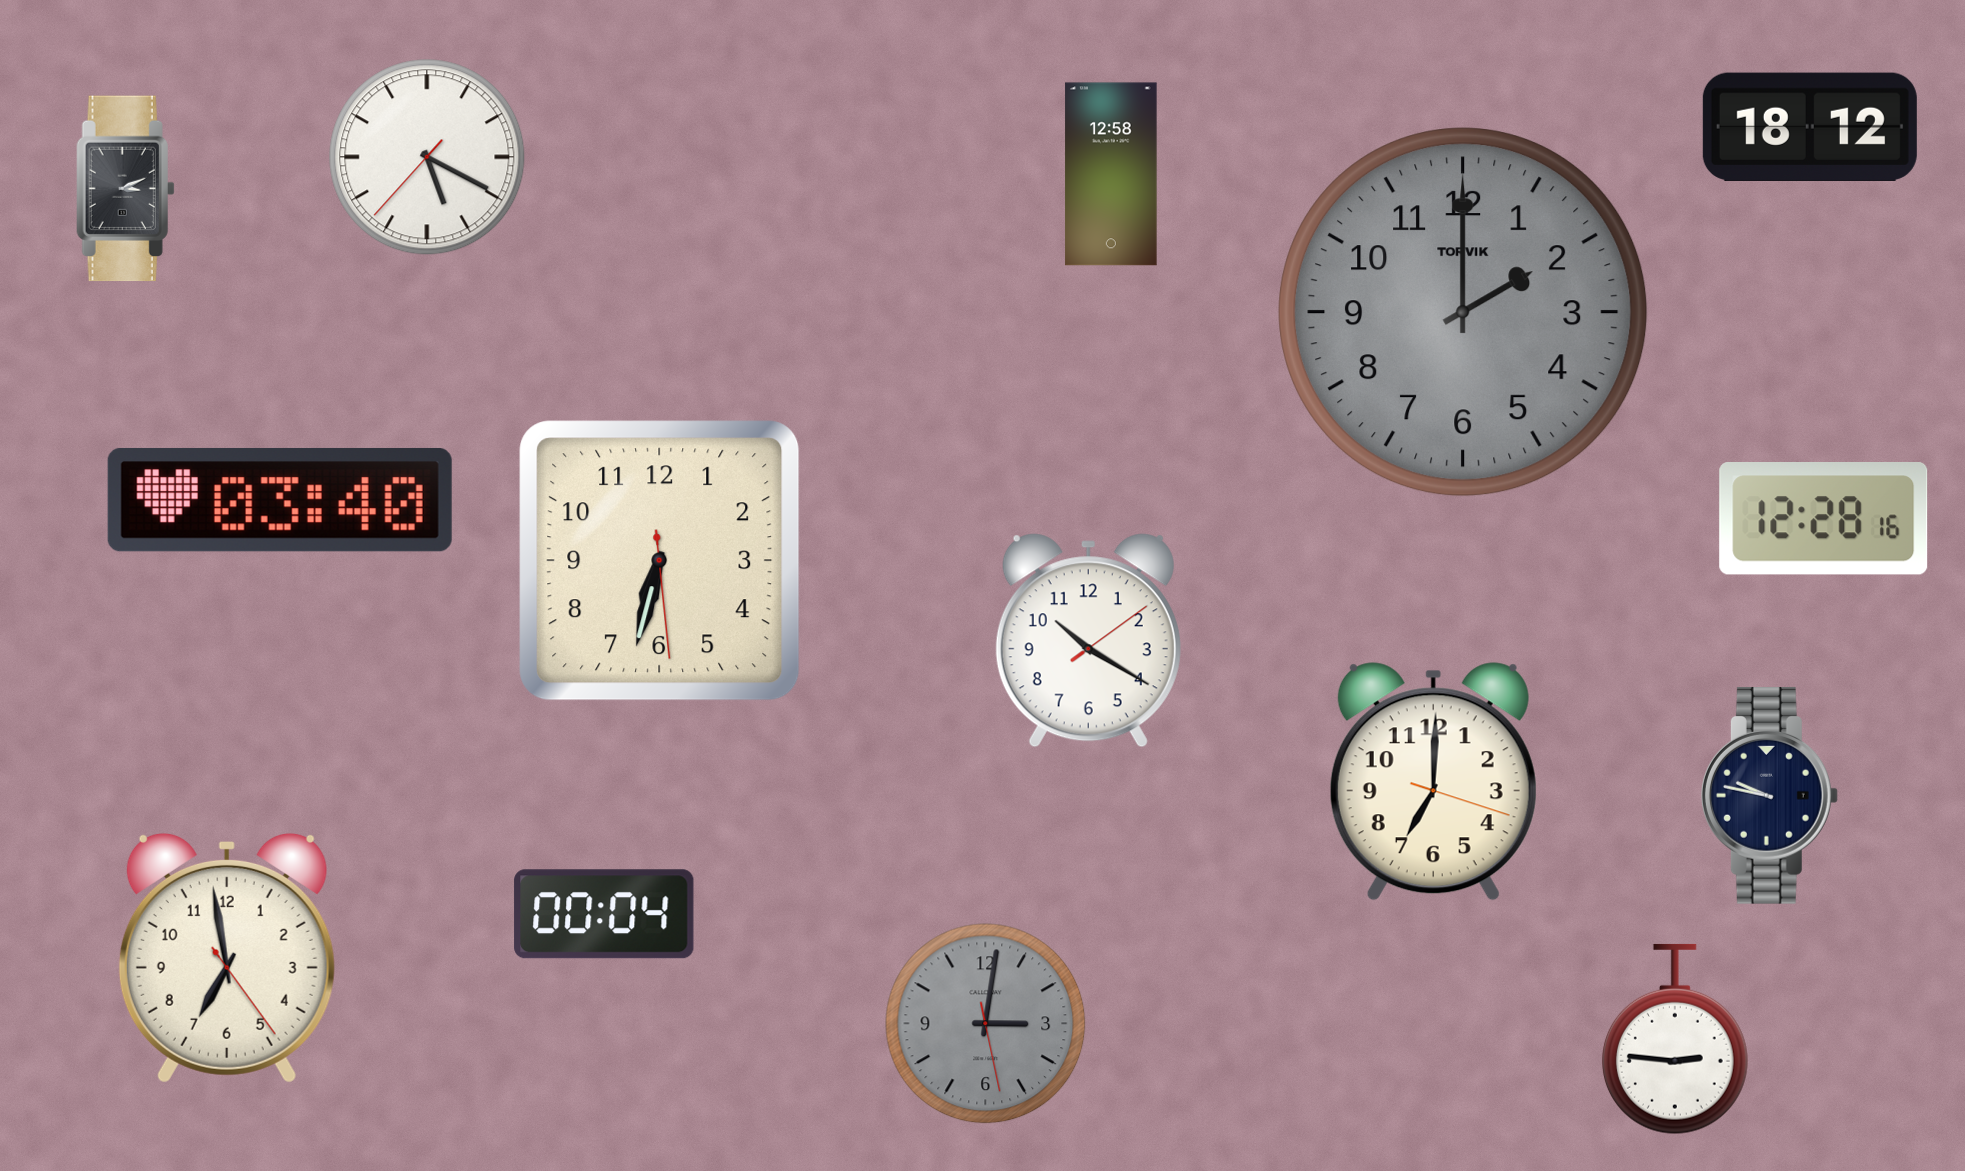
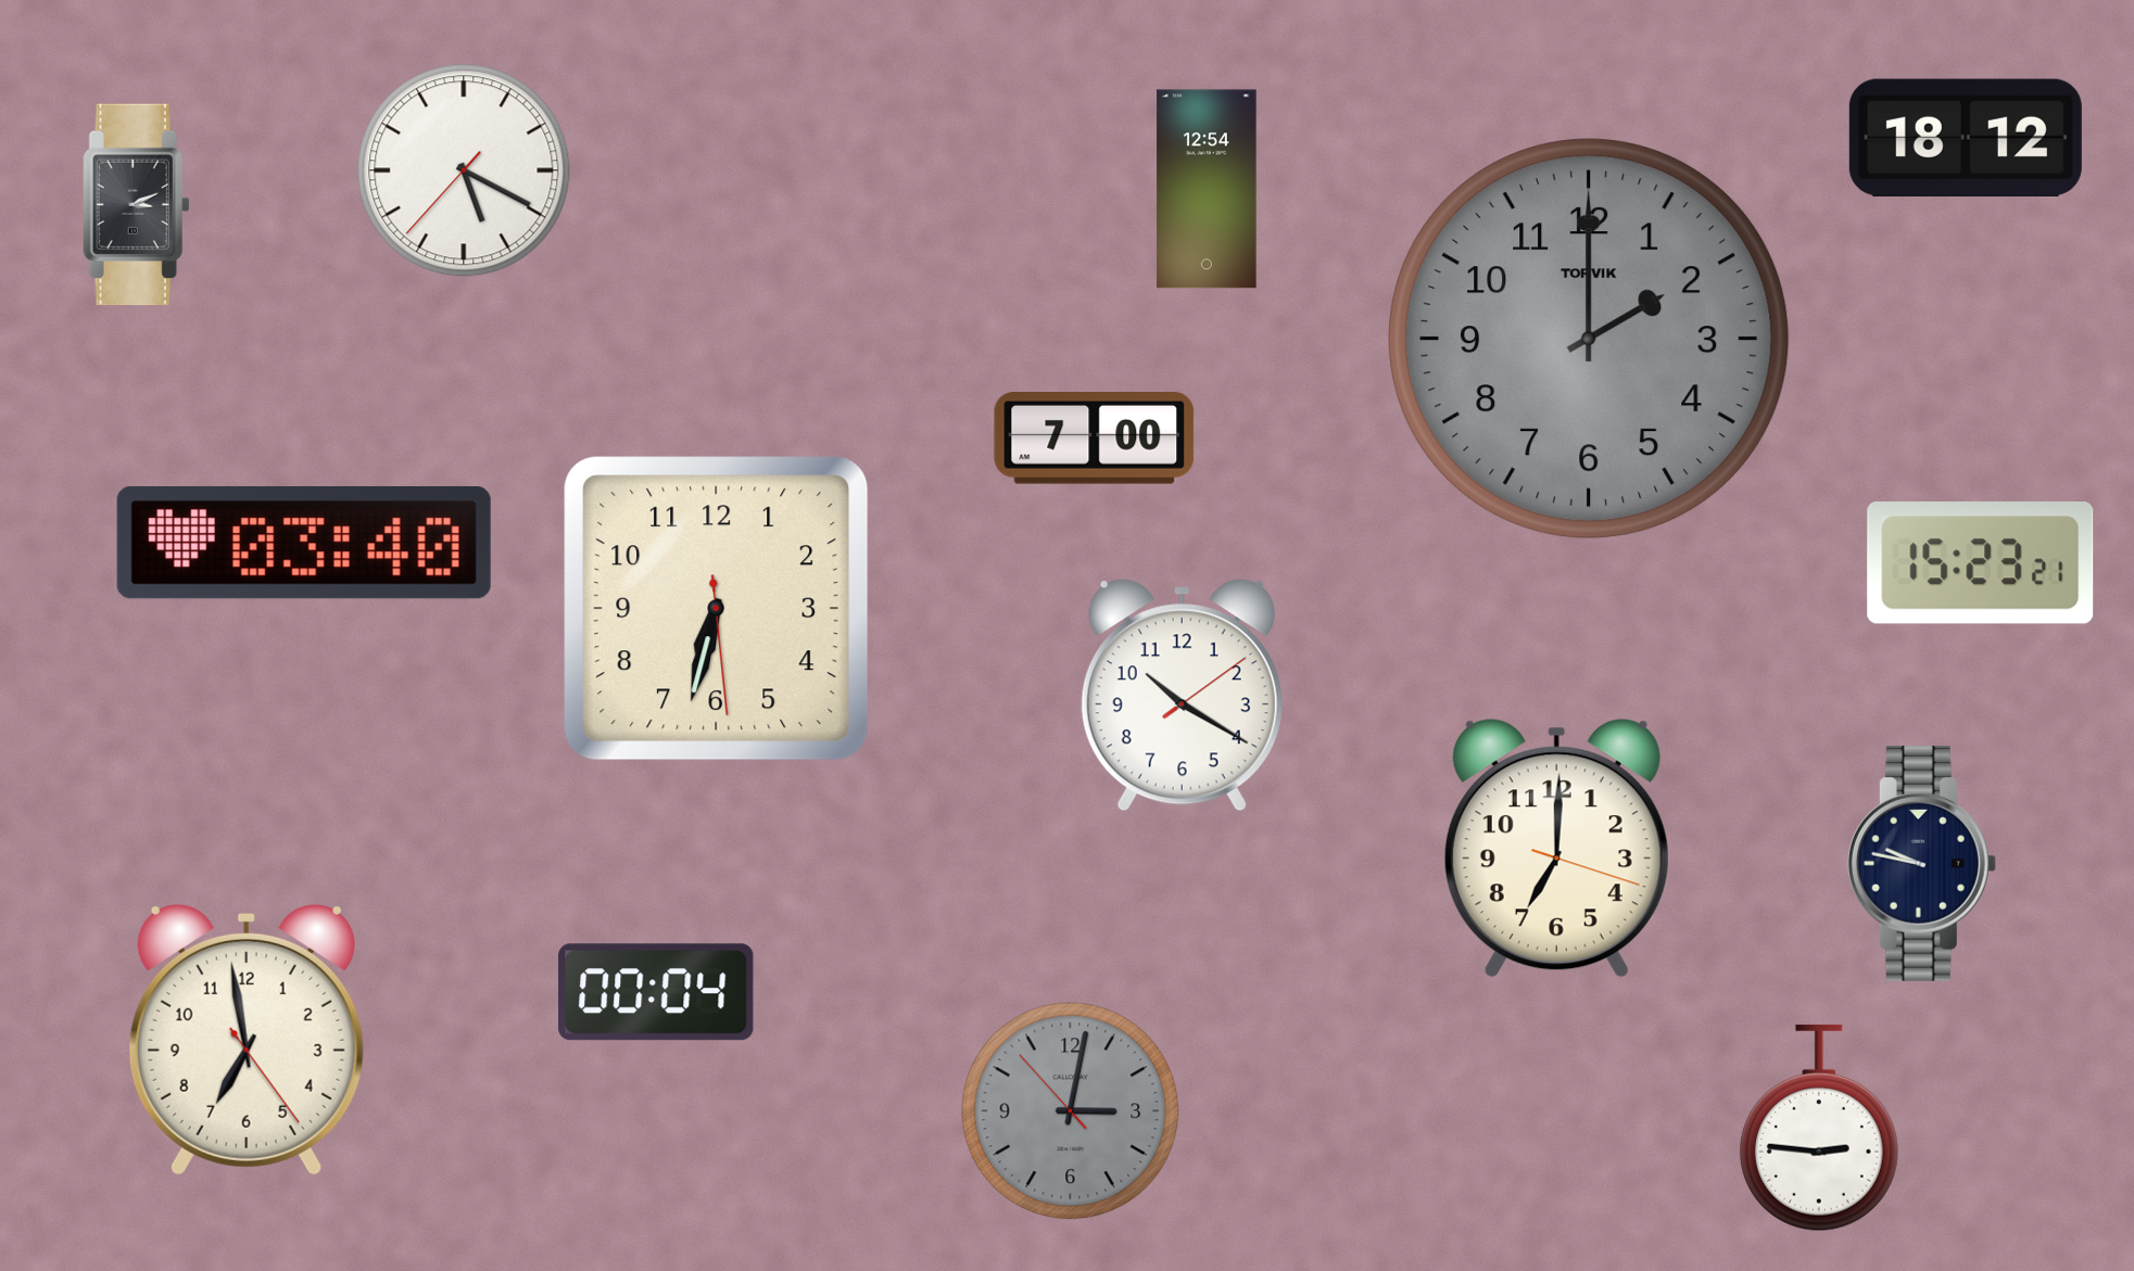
clock at (1111, 174): 12:58 -> 12:54
clock at (1095, 439): none -> 7:00
clock at (1824, 519): 12:28 -> 15:23
clock at (986, 1024): 3:01:28 -> 3:01:53
